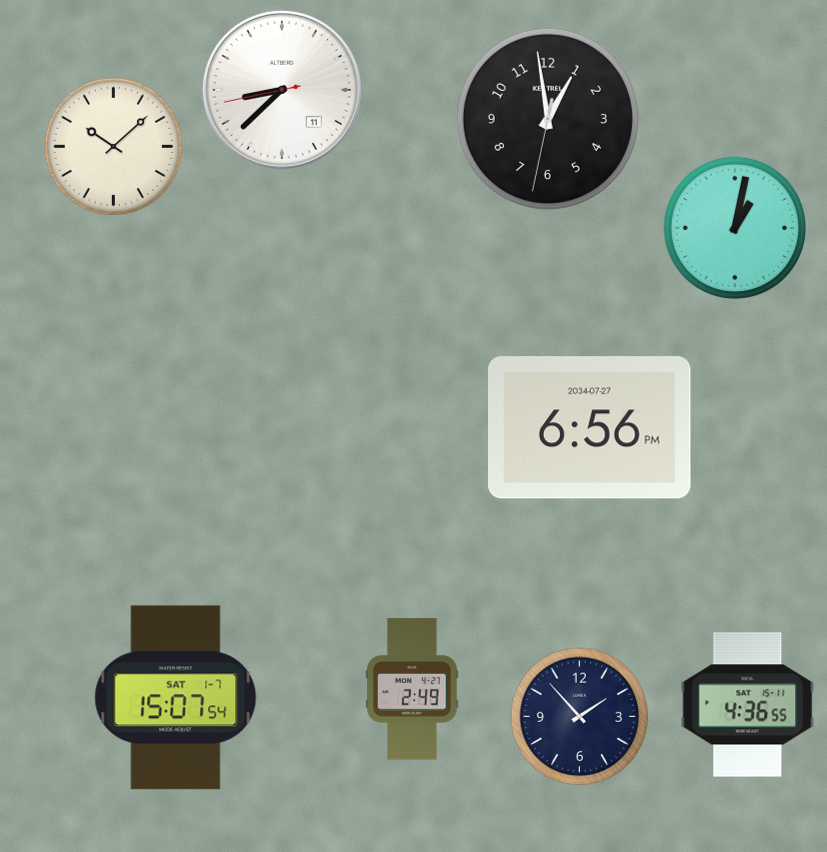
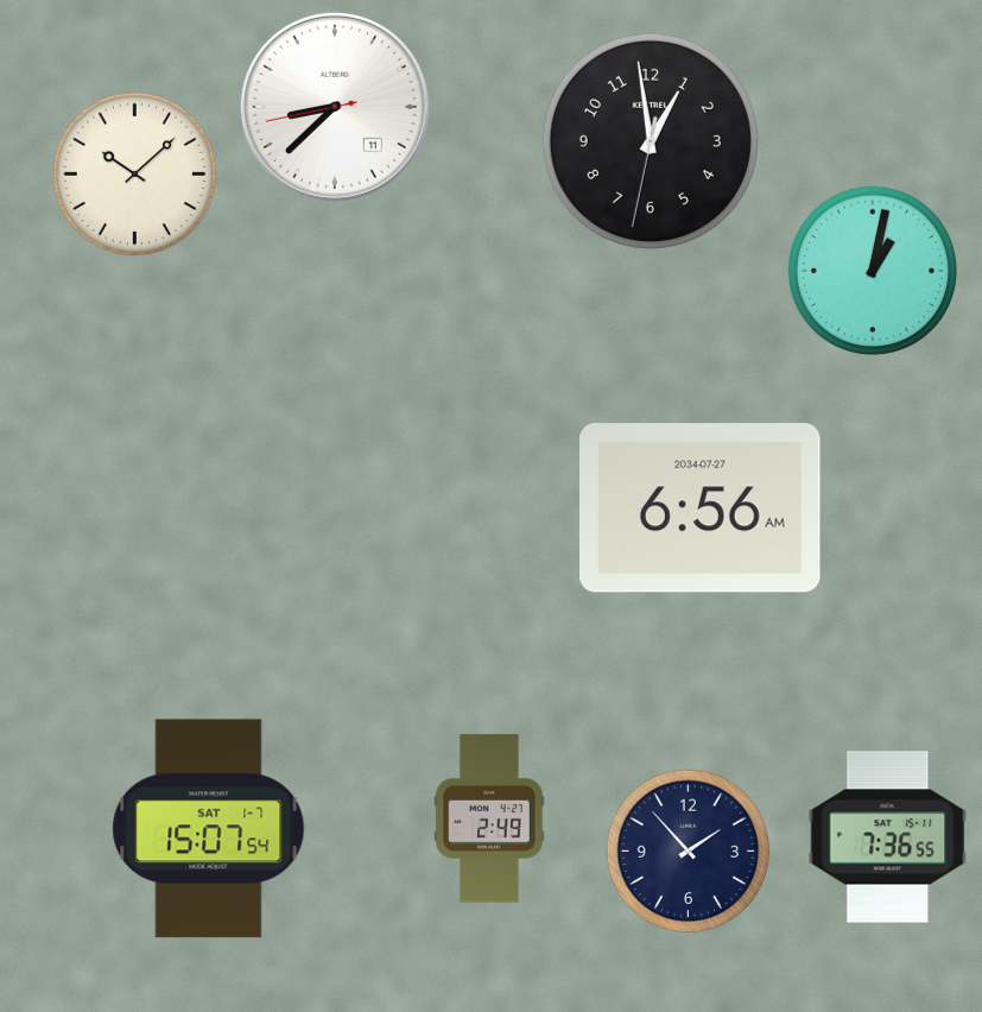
clock at (590, 428): 6:56 PM -> 6:56 AM
clock at (748, 705): 4:36 -> 7:36
